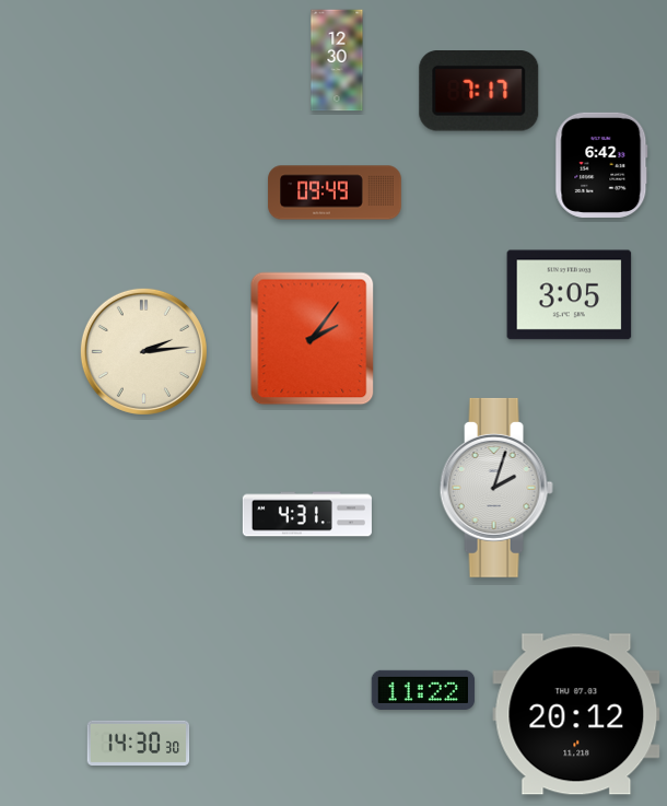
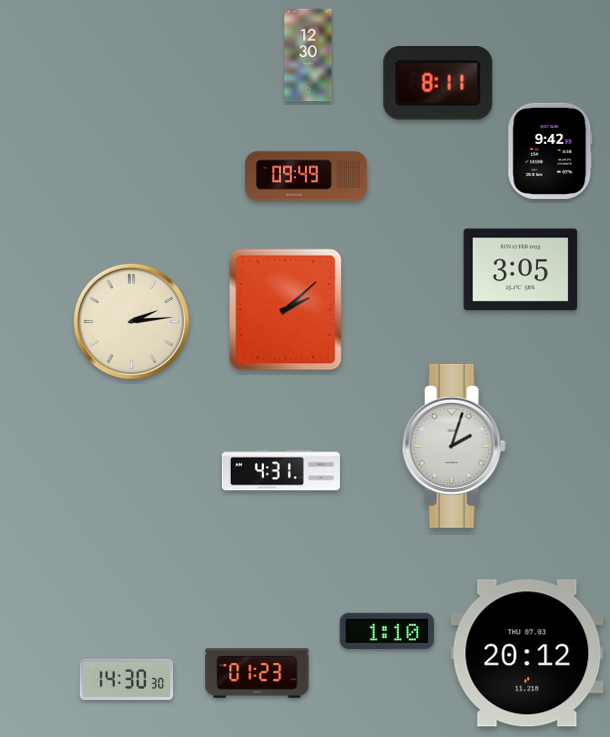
clock at (479, 92): 7:17 -> 8:11
clock at (601, 165): 6:42 -> 9:42
clock at (313, 339): 2:06 -> 2:08
clock at (423, 690): 11:22 -> 1:10
clock at (257, 674): none -> 01:23
